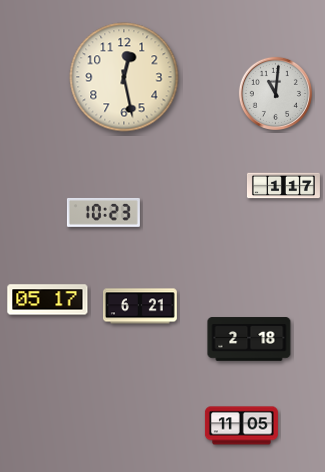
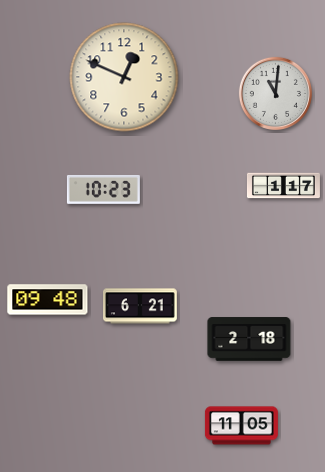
clock at (124, 77): 12:28 -> 12:49
clock at (103, 213) position: (103, 213) -> (103, 190)
clock at (48, 300): 05:17 -> 09:48
